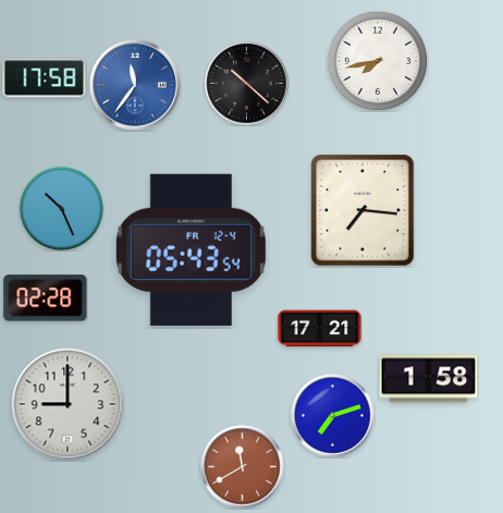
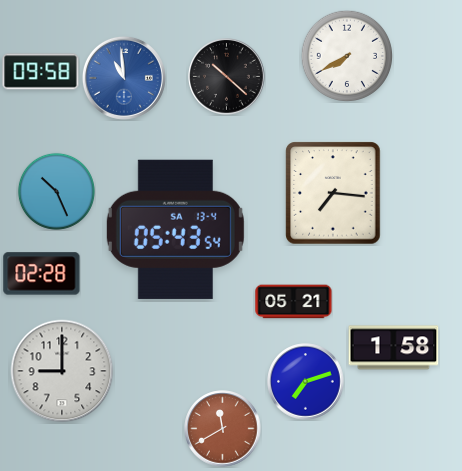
clock at (377, 60): 7:43 -> 7:40
clock at (45, 78): 17:58 -> 09:58
clock at (135, 85): 11:36 -> 10:59
clock at (191, 249) date: FR 12-4 -> SA 13-4
clock at (320, 329): 17:21 -> 05:21
